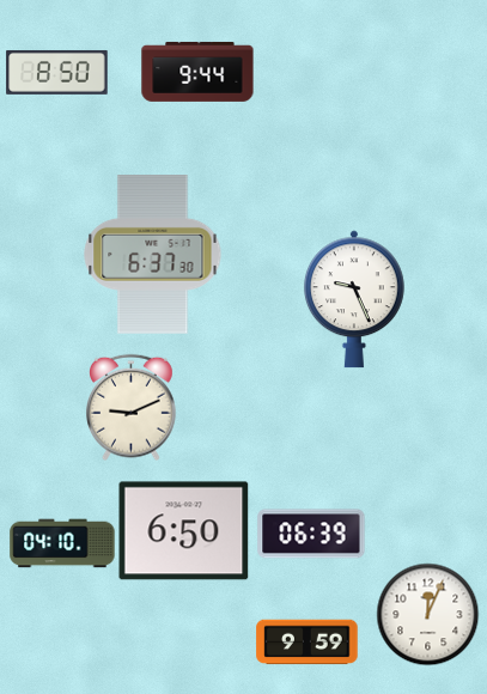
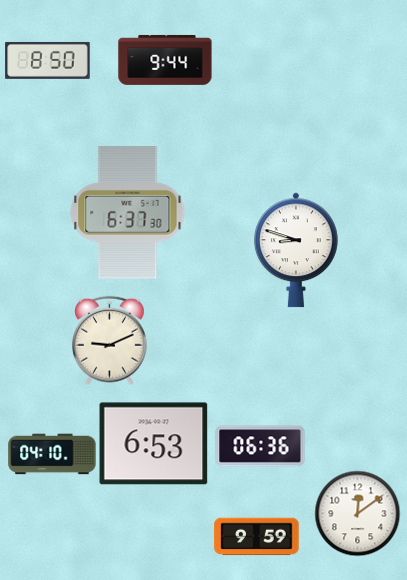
clock at (354, 299): 9:26 -> 8:48
clock at (184, 531): 6:50 -> 6:53
clock at (311, 534): 06:39 -> 06:36
clock at (427, 614): 12:04 -> 12:09
